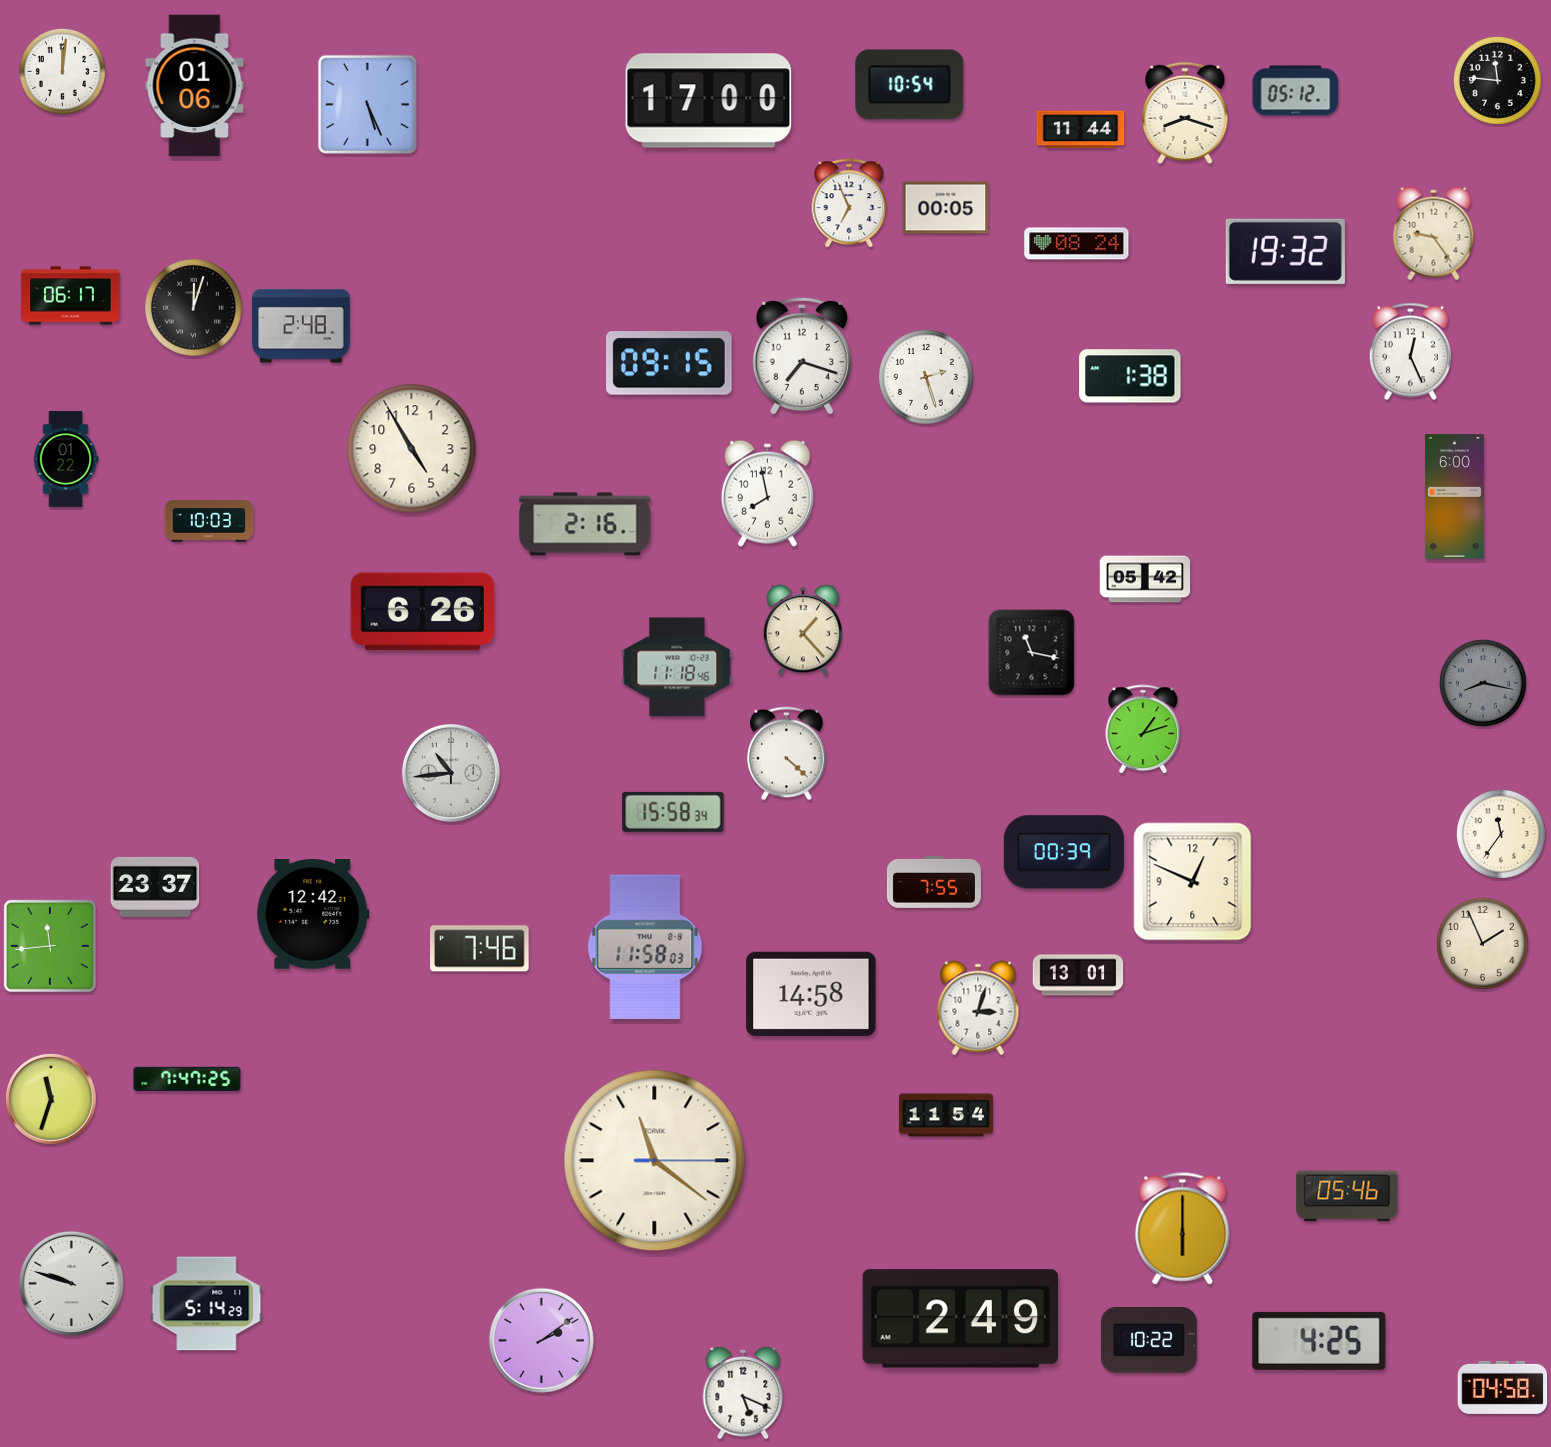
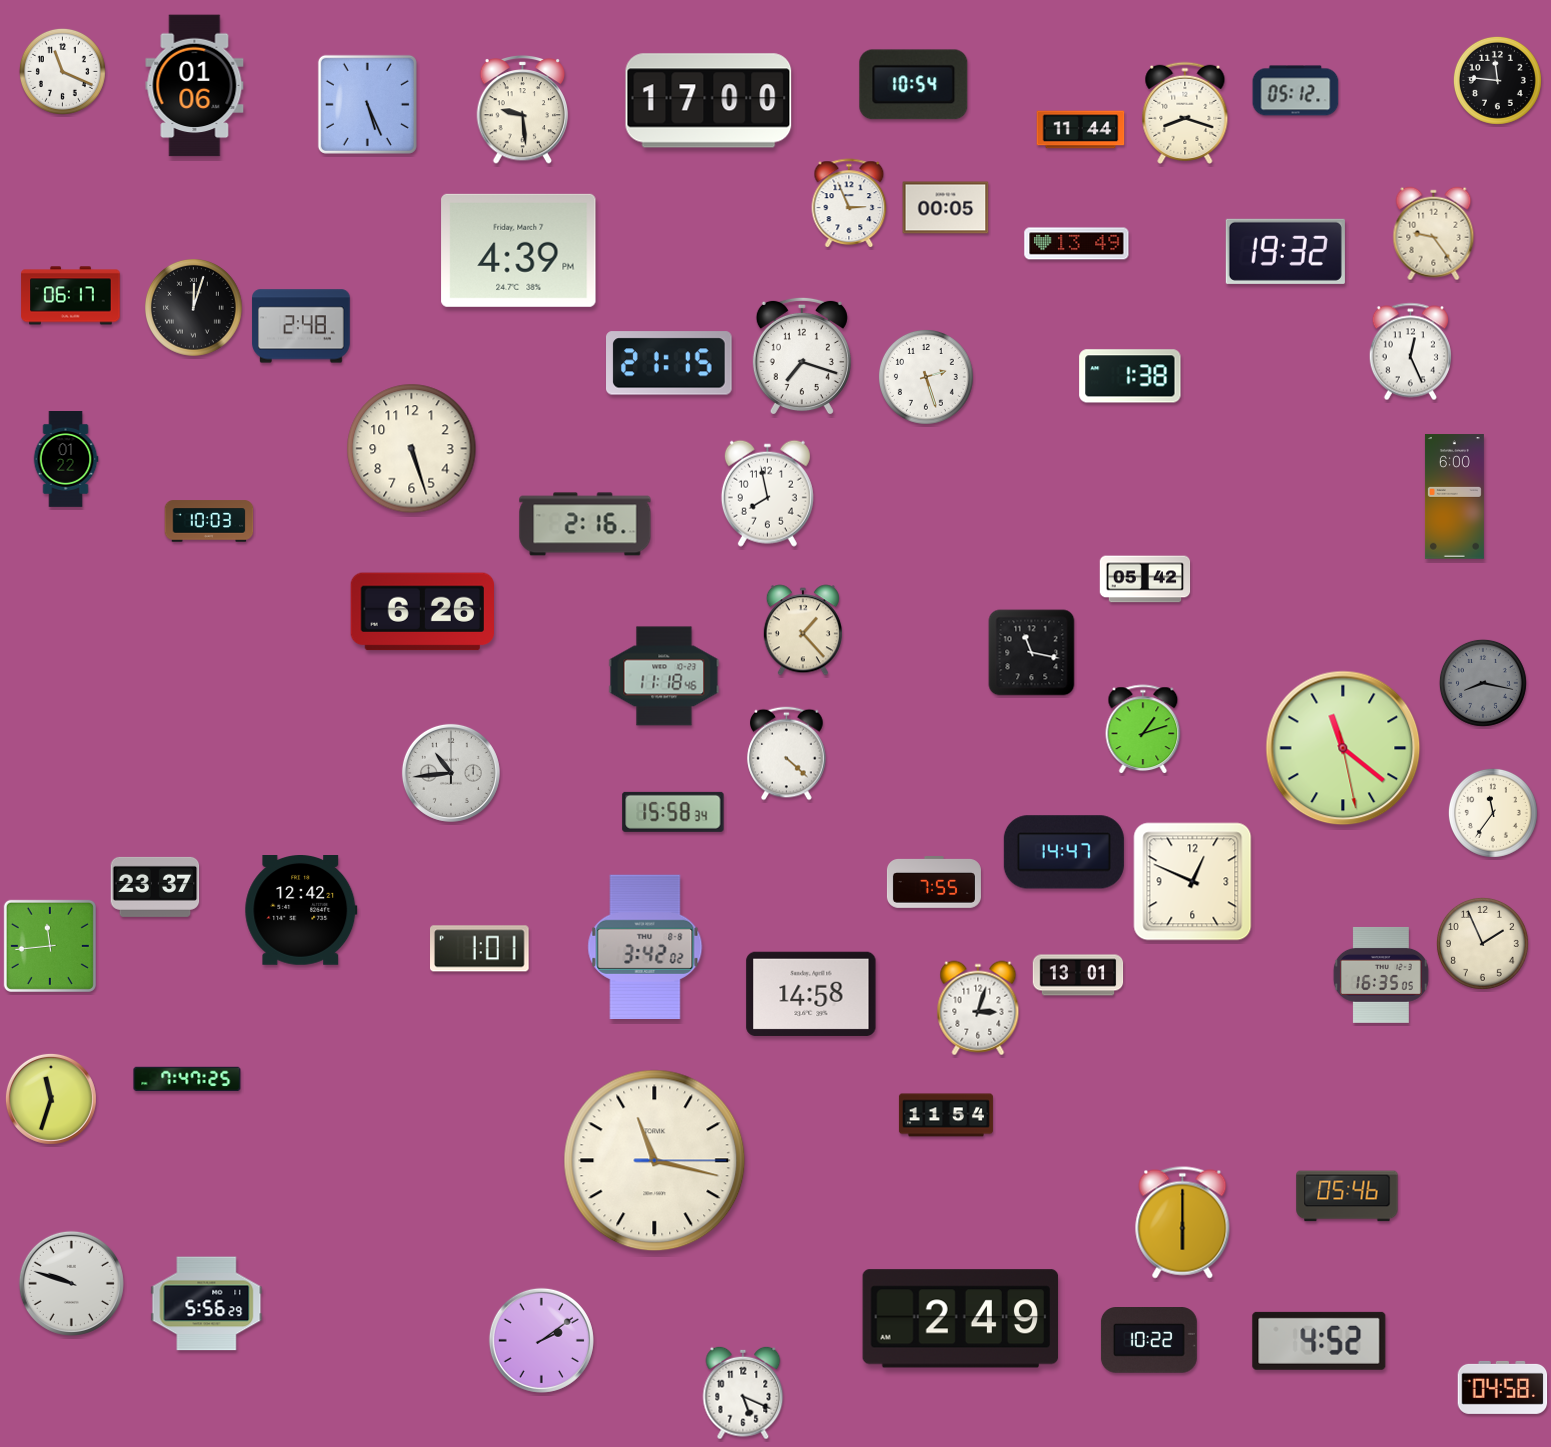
clock at (62, 71): 12:01 -> 11:19
clock at (910, 85) position: (910, 85) -> (914, 85)
clock at (523, 110): none -> 9:29
clock at (849, 204): 6:56 -> 2:56
clock at (1077, 244): 08:24 -> 13:49
clock at (519, 250): none -> 4:39
clock at (670, 363): 09:15 -> 21:15
clock at (412, 449): 4:55 -> 5:27
clock at (677, 667) position: (677, 667) -> (664, 676)
clock at (1343, 748): none -> 11:21
clock at (1501, 834) position: (1501, 834) -> (1493, 813)
clock at (1064, 852): 00:39 -> 14:47
clock at (313, 915) position: (313, 915) -> (301, 911)
clock at (645, 947): 11:58 -> 3:42
clock at (480, 949): 7:46 -> 1:01
clock at (1381, 975): none -> 16:35
clock at (655, 1161): 11:21 -> 11:17
clock at (1183, 1229) position: (1183, 1229) -> (1183, 1223)
clock at (207, 1304): 5:14 -> 5:56
clock at (1319, 1341): 4:25 -> 4:52
